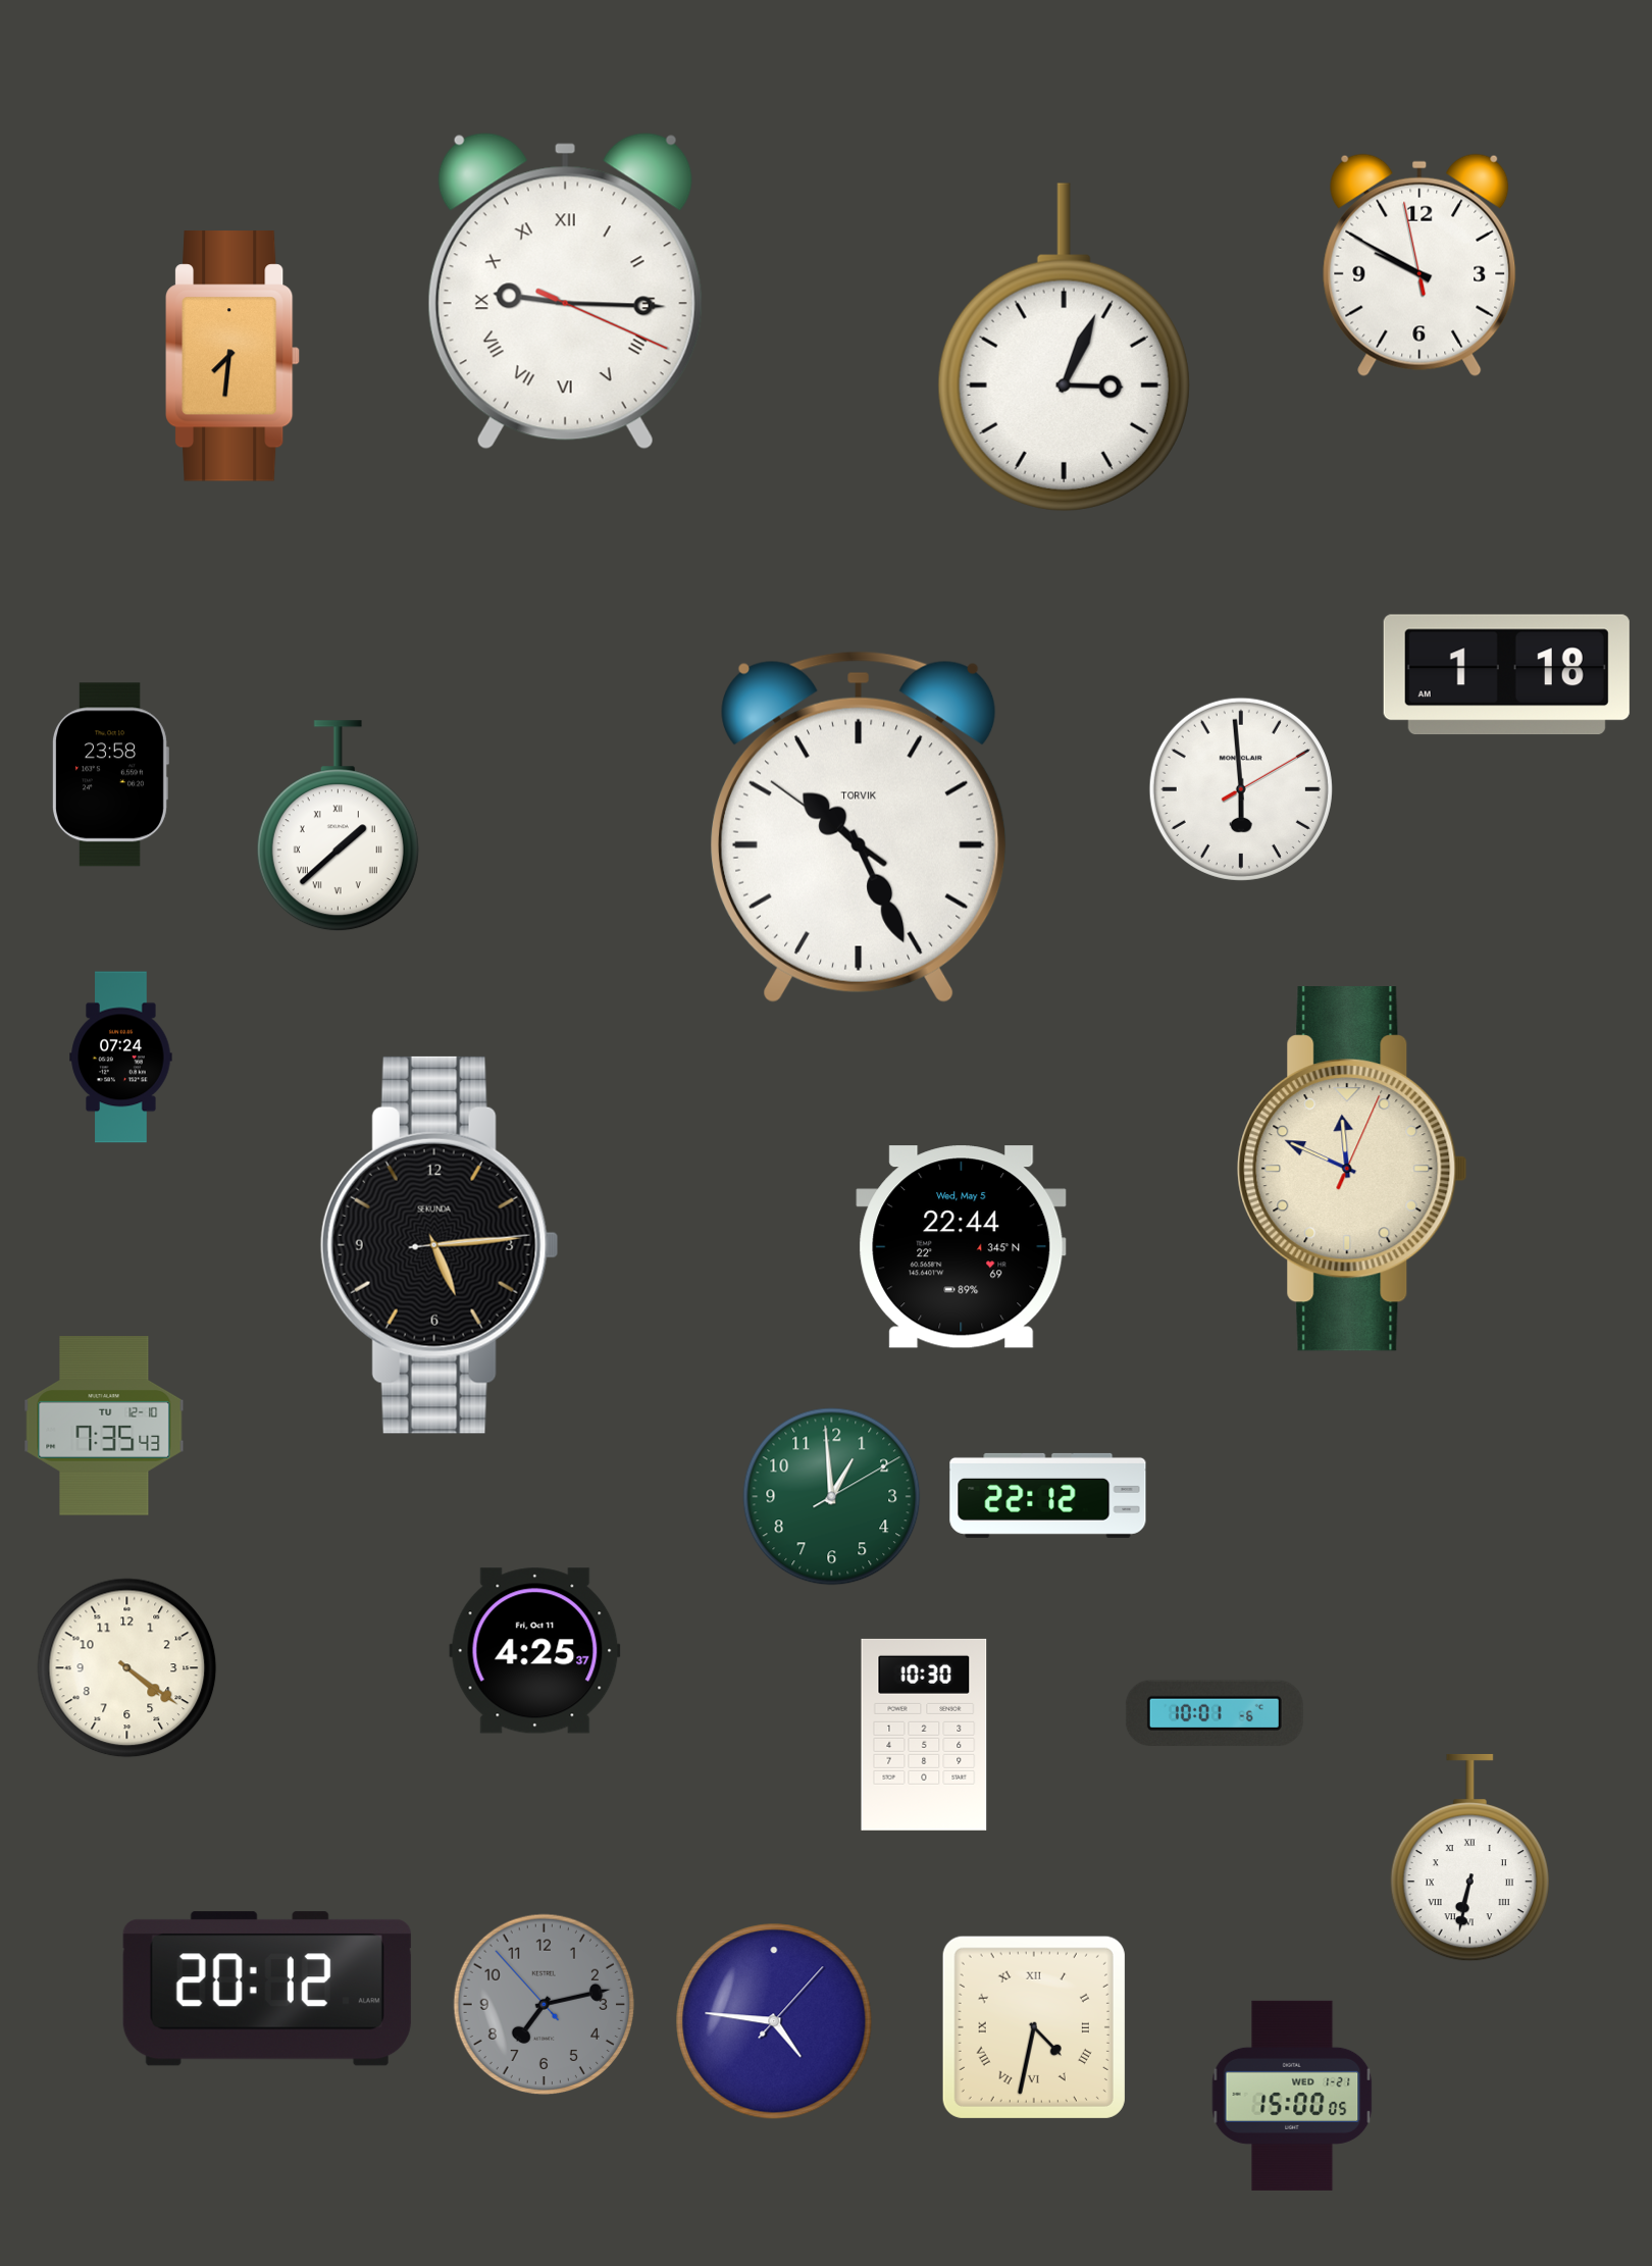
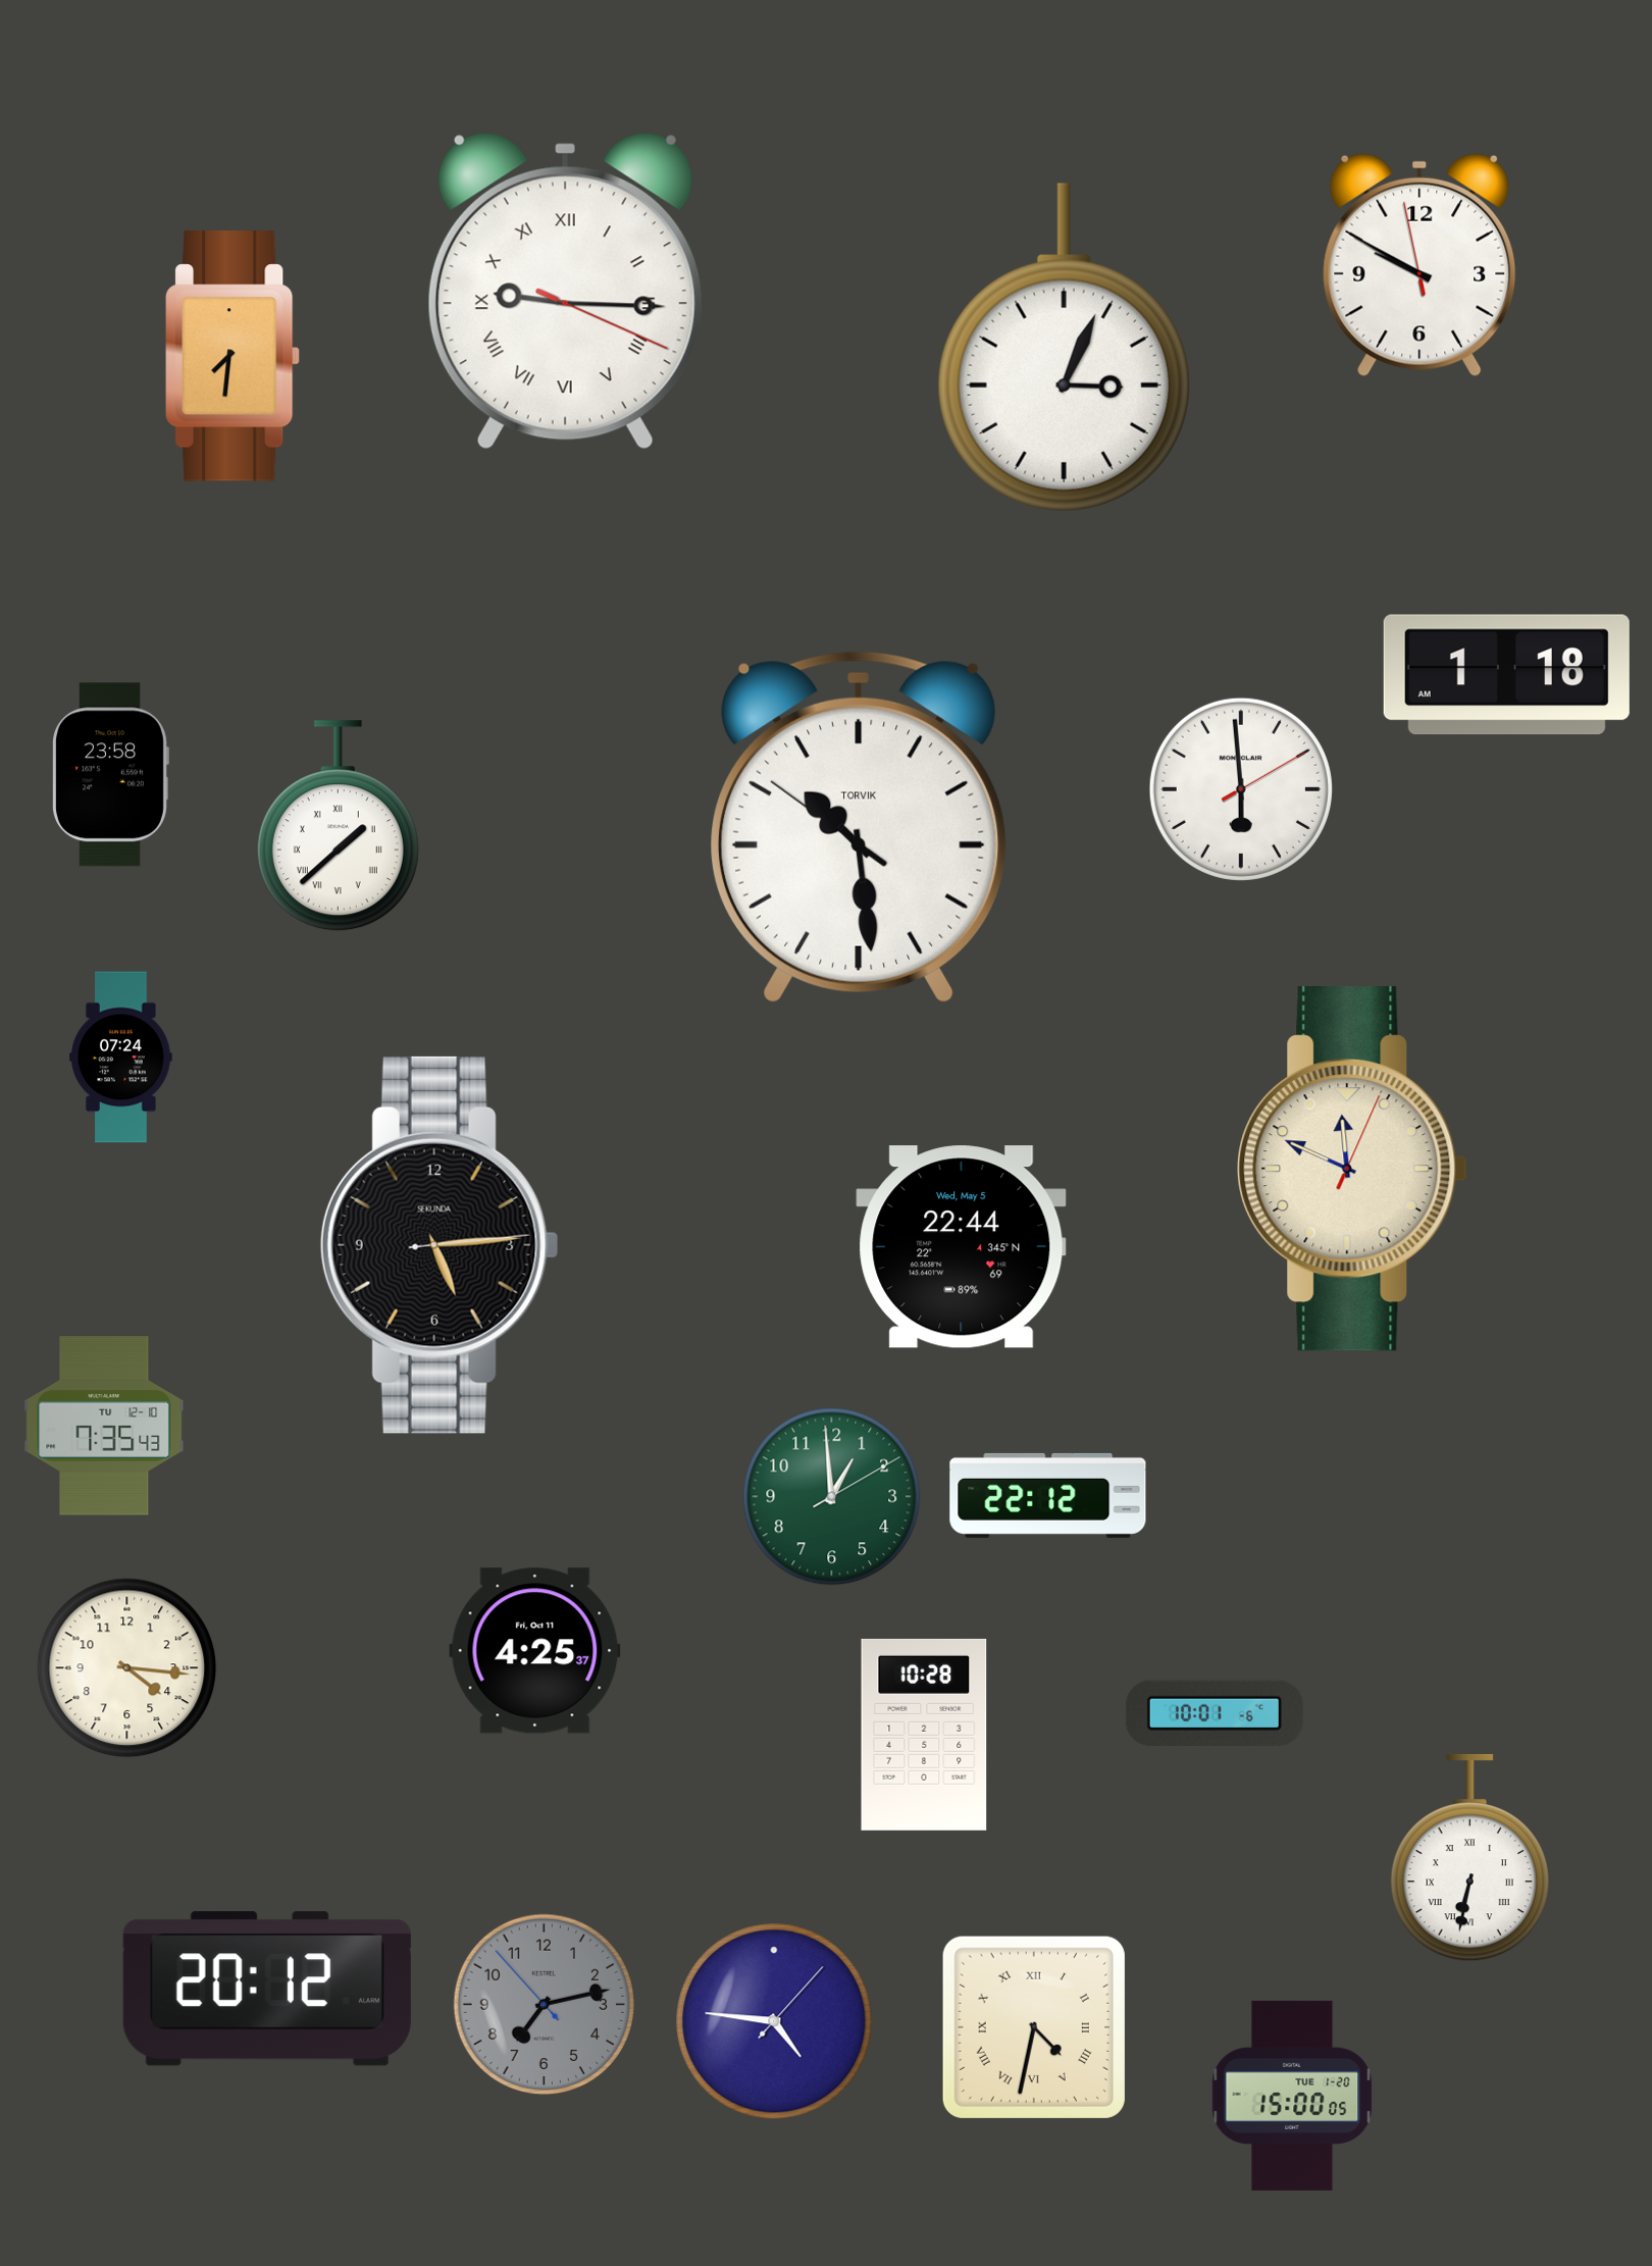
clock at (860, 827): 10:25 -> 10:28
clock at (127, 1668): 4:21 -> 4:16
clock at (924, 1735): 10:30 -> 10:28
clock at (1292, 2096) date: WED 1-21 -> TUE 1-20
